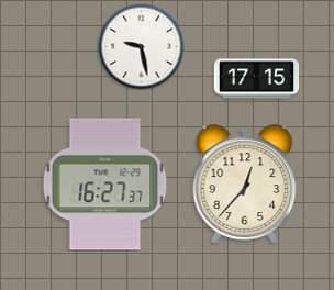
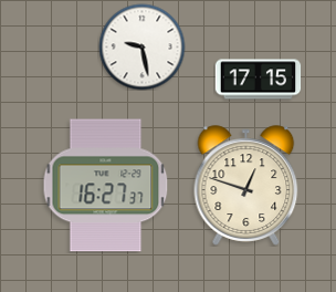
clock at (245, 185): 12:37 -> 12:48
